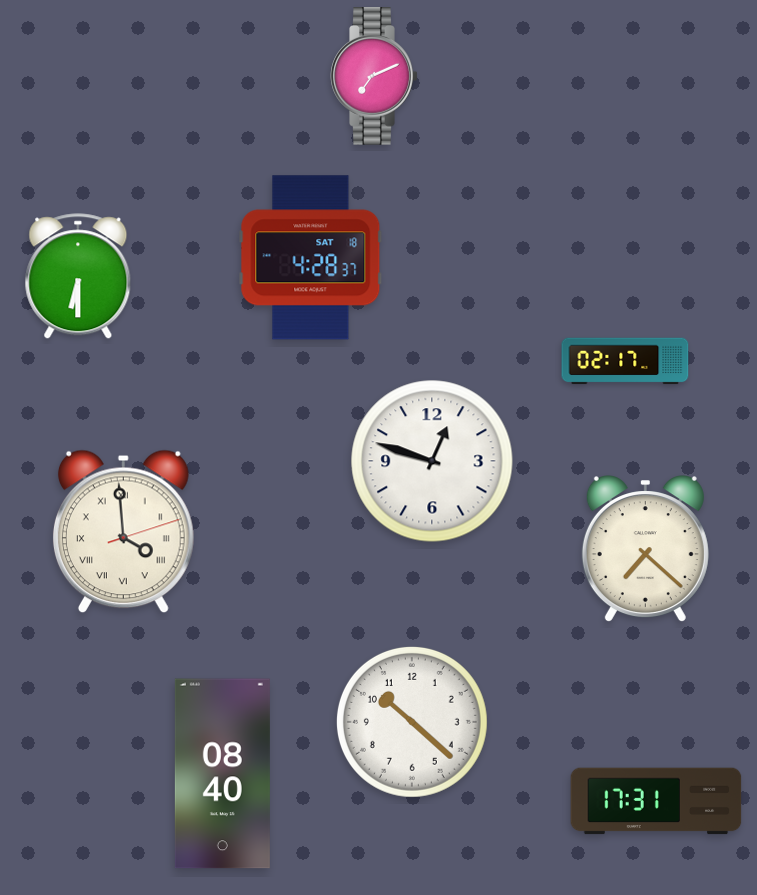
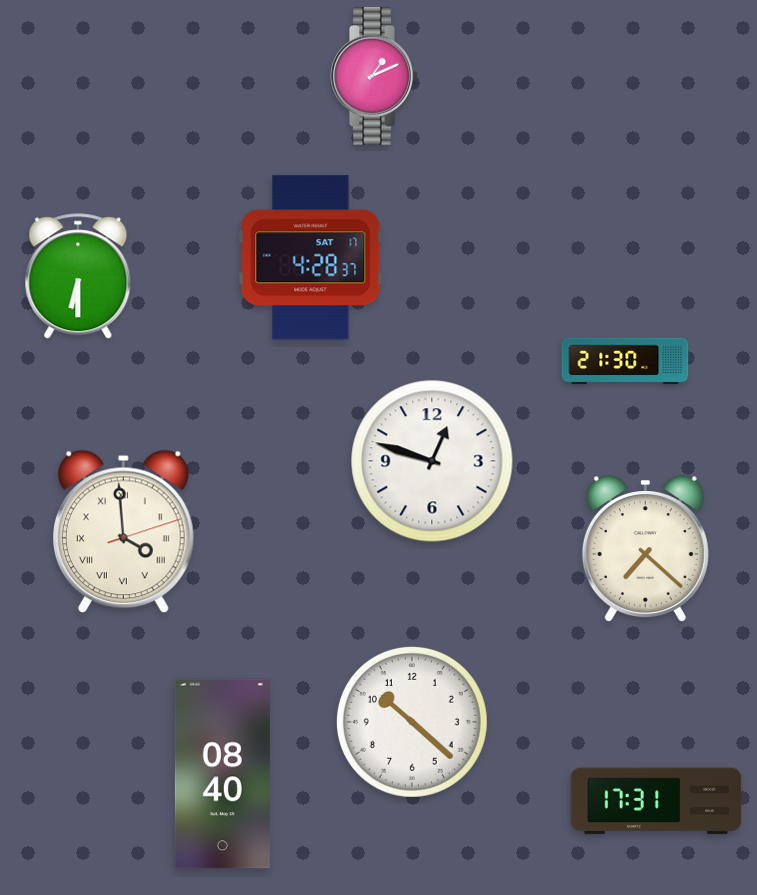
clock at (374, 76): 7:11 -> 1:11
clock at (311, 258) date: SAT 18 -> SAT 17
clock at (625, 361): 02:17 -> 21:30
